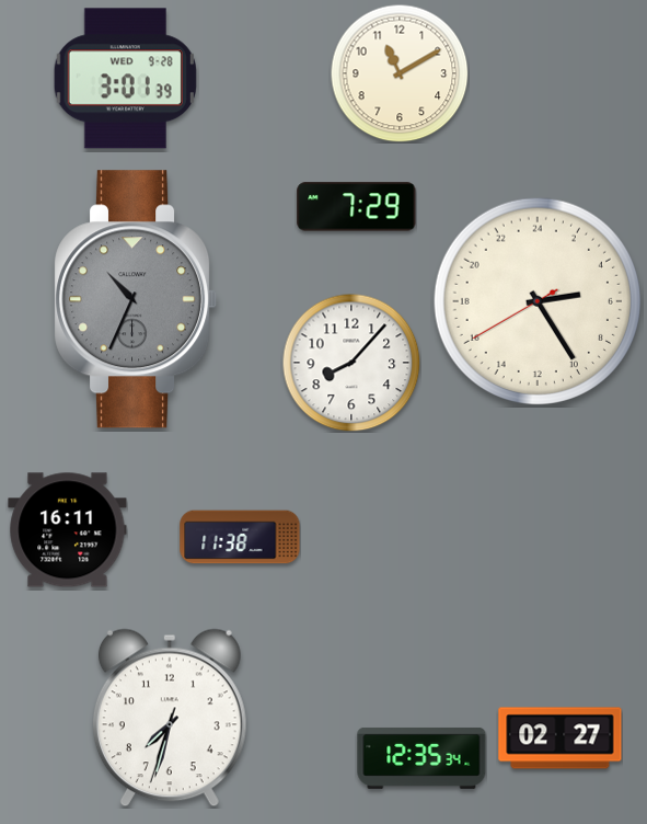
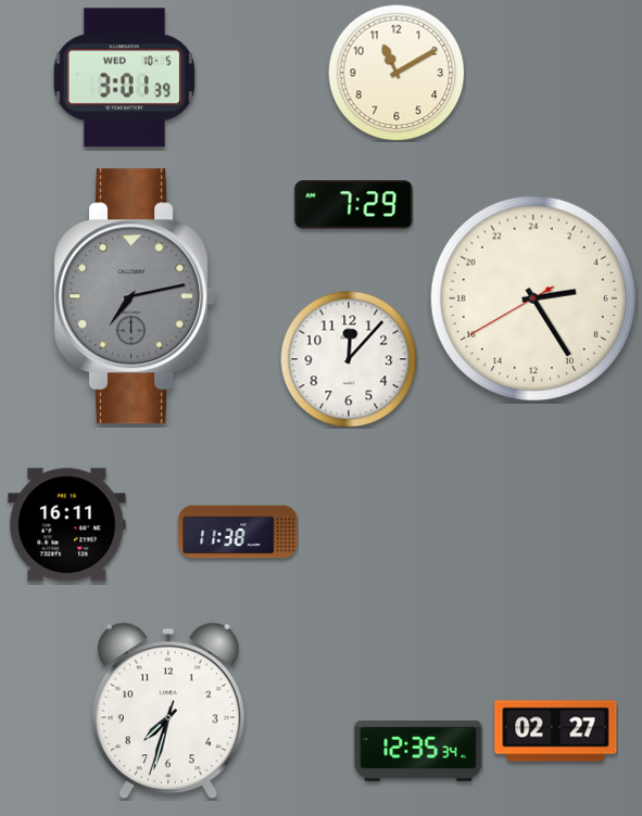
clock at (125, 79) date: WED 9-28 -> WED 10-5
clock at (136, 299): 10:34 -> 7:13
clock at (351, 363): 8:07 -> 12:07
